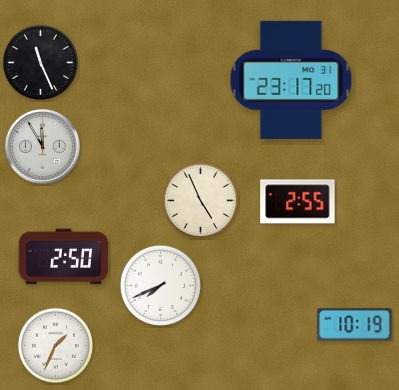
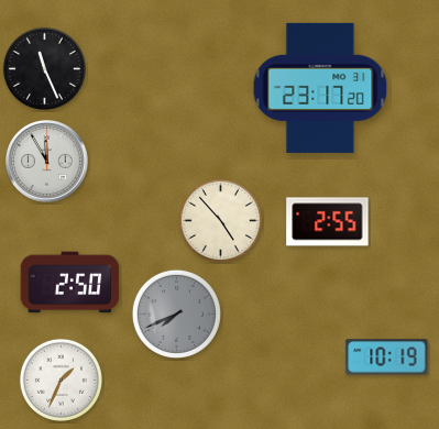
clock at (200, 200): 4:56 -> 4:53
clock at (160, 285) dial: white -> grey
clock at (355, 325) position: (355, 325) -> (387, 358)
